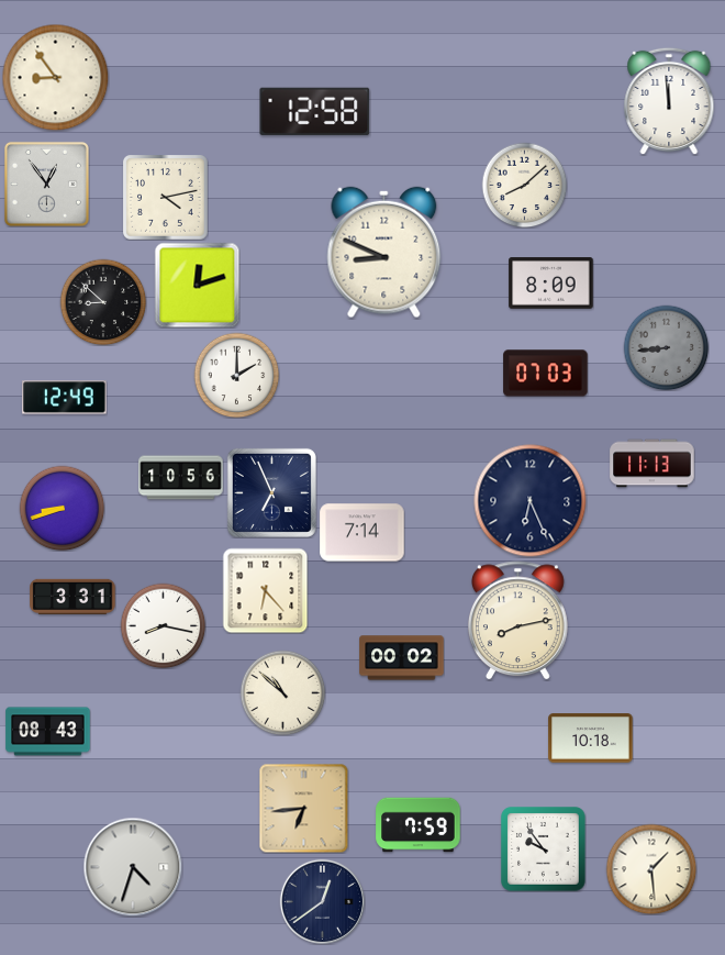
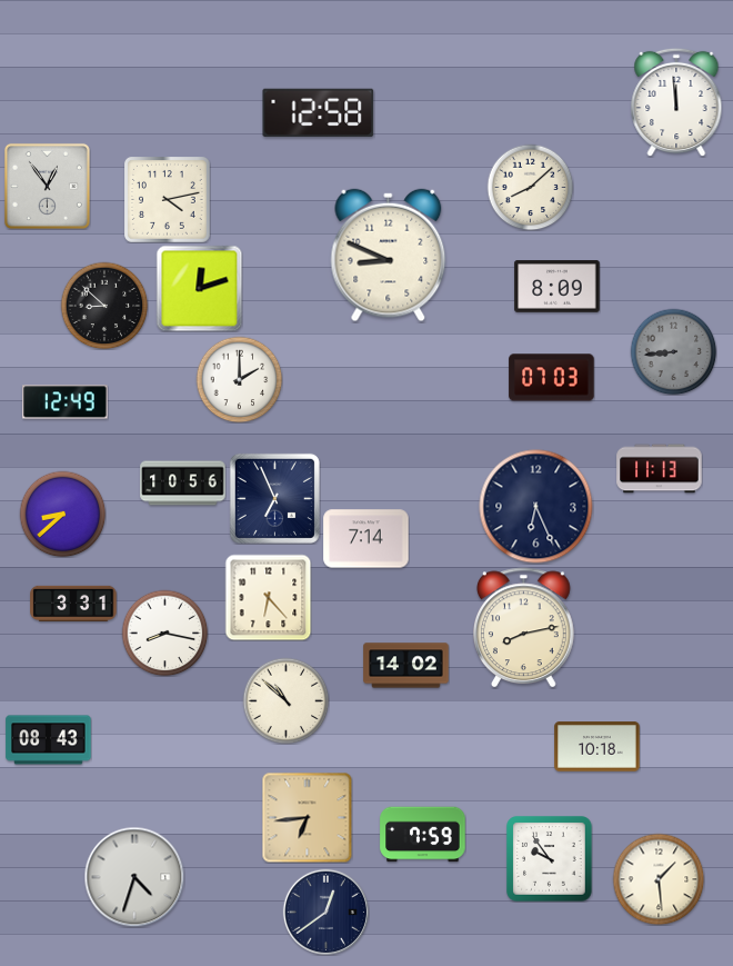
clock at (55, 77): 8:54 -> none
clock at (62, 508): 8:42 -> 8:38
clock at (402, 658): 00:02 -> 14:02
